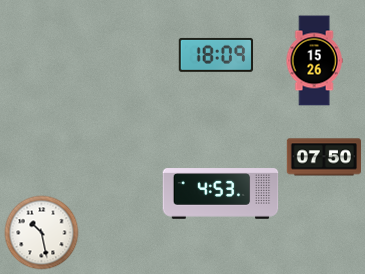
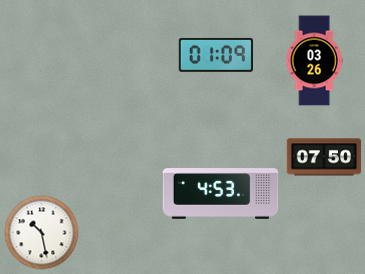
clock at (215, 55): 18:09 -> 01:09
clock at (314, 61): 15:26 -> 03:26
